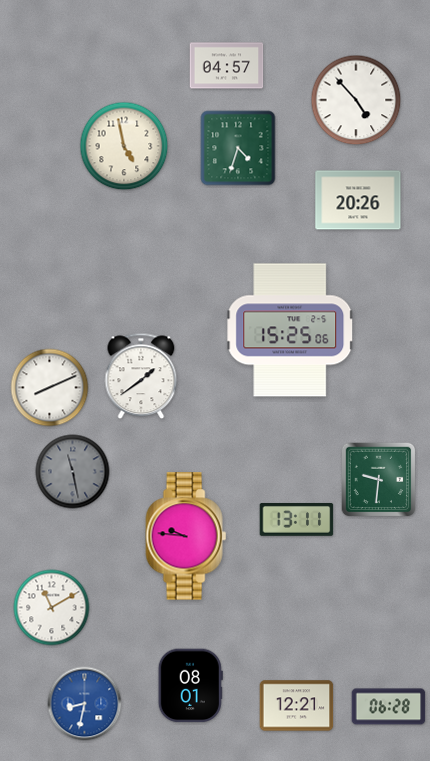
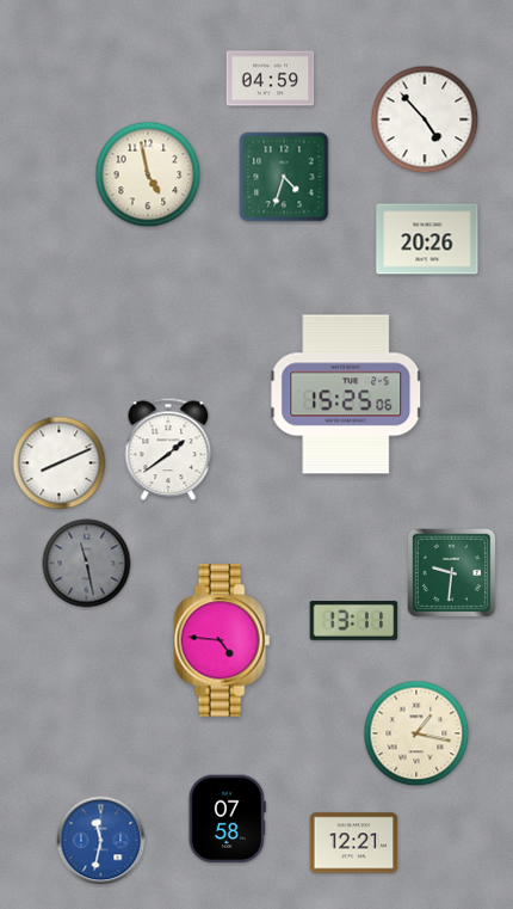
clock at (227, 66): 04:57 -> 04:59
clock at (186, 536): 9:46 -> 4:46
clock at (52, 608): 11:10 -> none
clock at (416, 733): none -> 1:17
clock at (190, 686): 08:01 -> 07:58
clock at (85, 704): 8:32 -> 11:32
clock at (389, 707): 06:28 -> none
